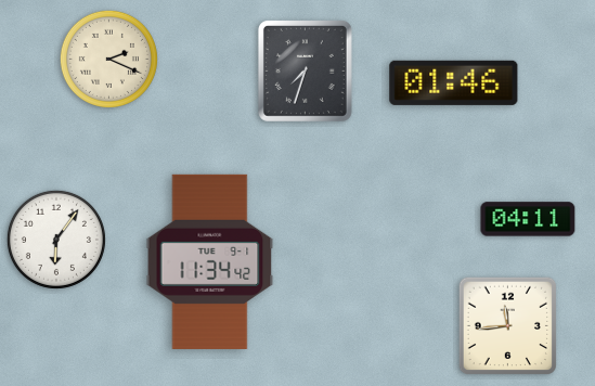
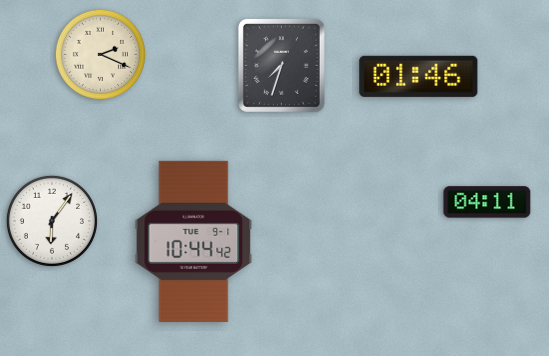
clock at (210, 261): 11:34 -> 10:44
clock at (508, 326): 11:44 -> none
